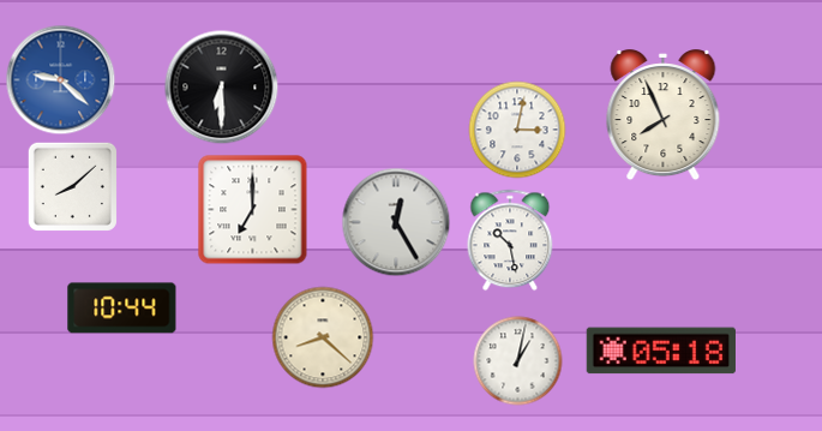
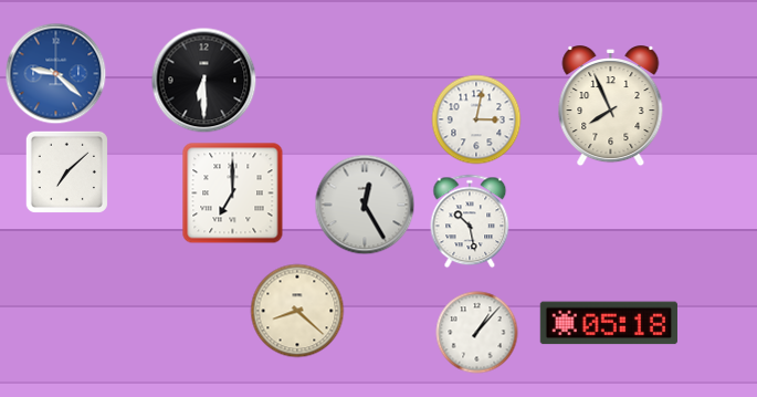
clock at (72, 186): 8:08 -> 7:08
clock at (122, 309): 10:44 -> none
clock at (518, 361): 1:02 -> 1:07
